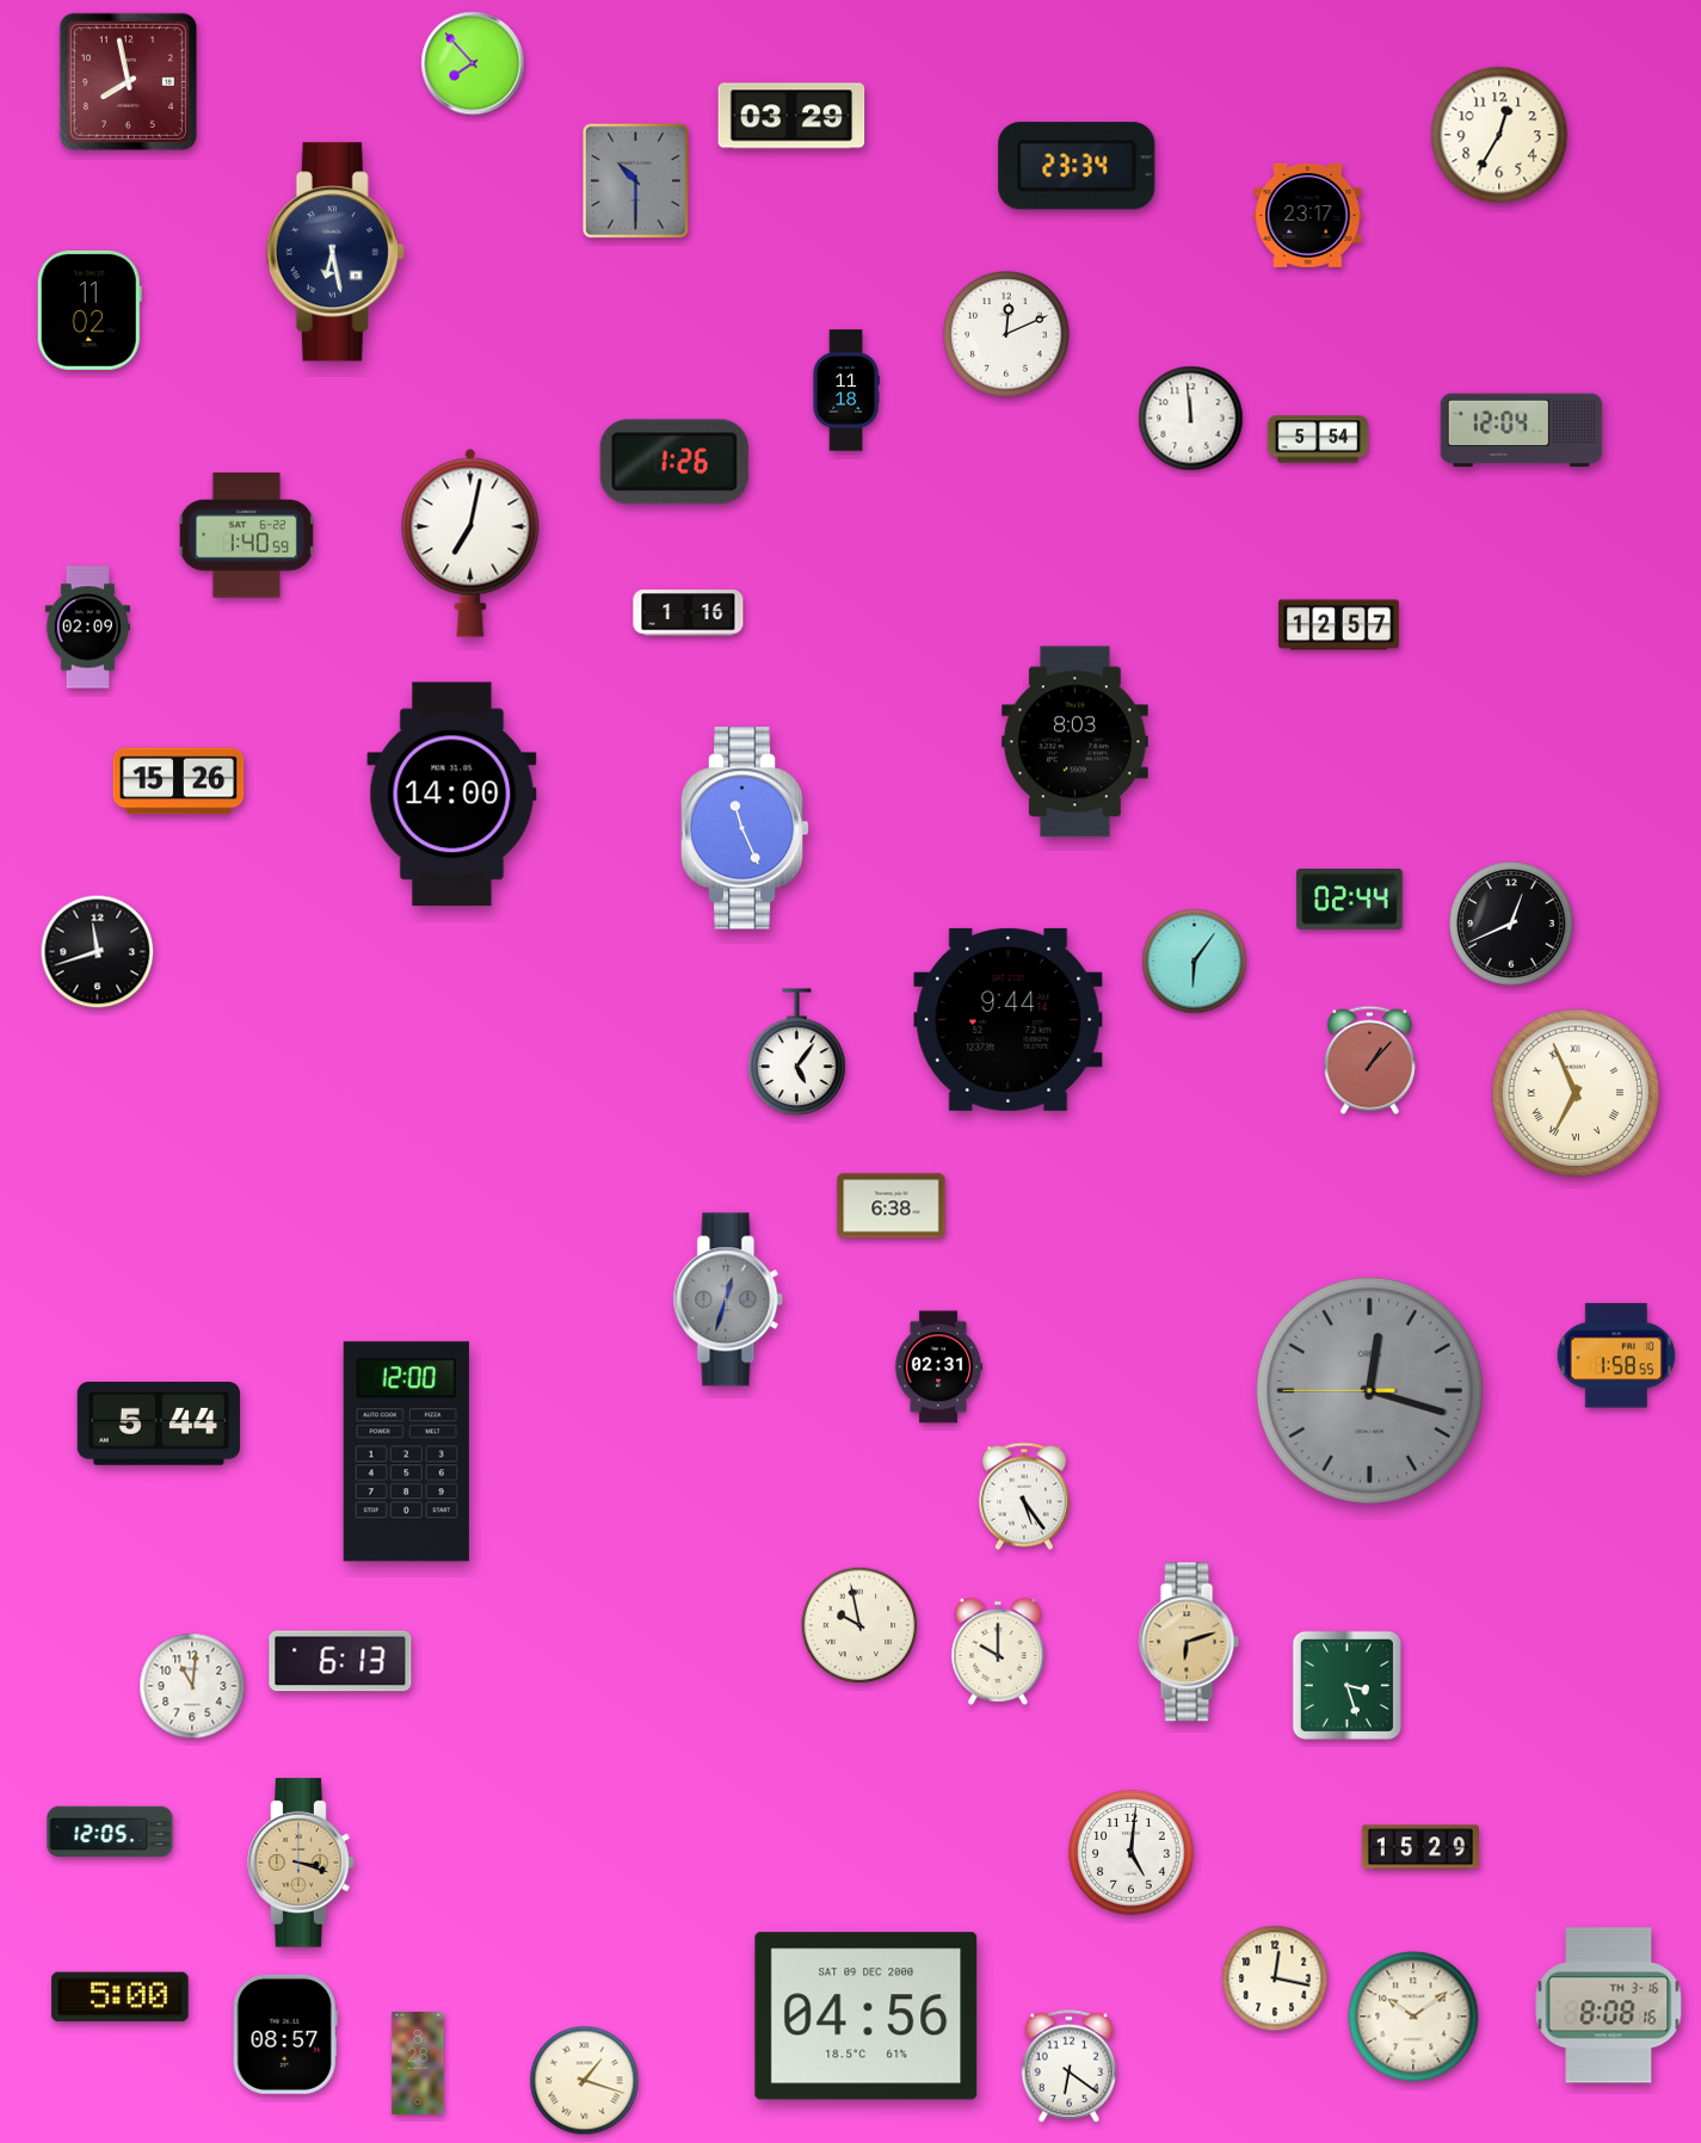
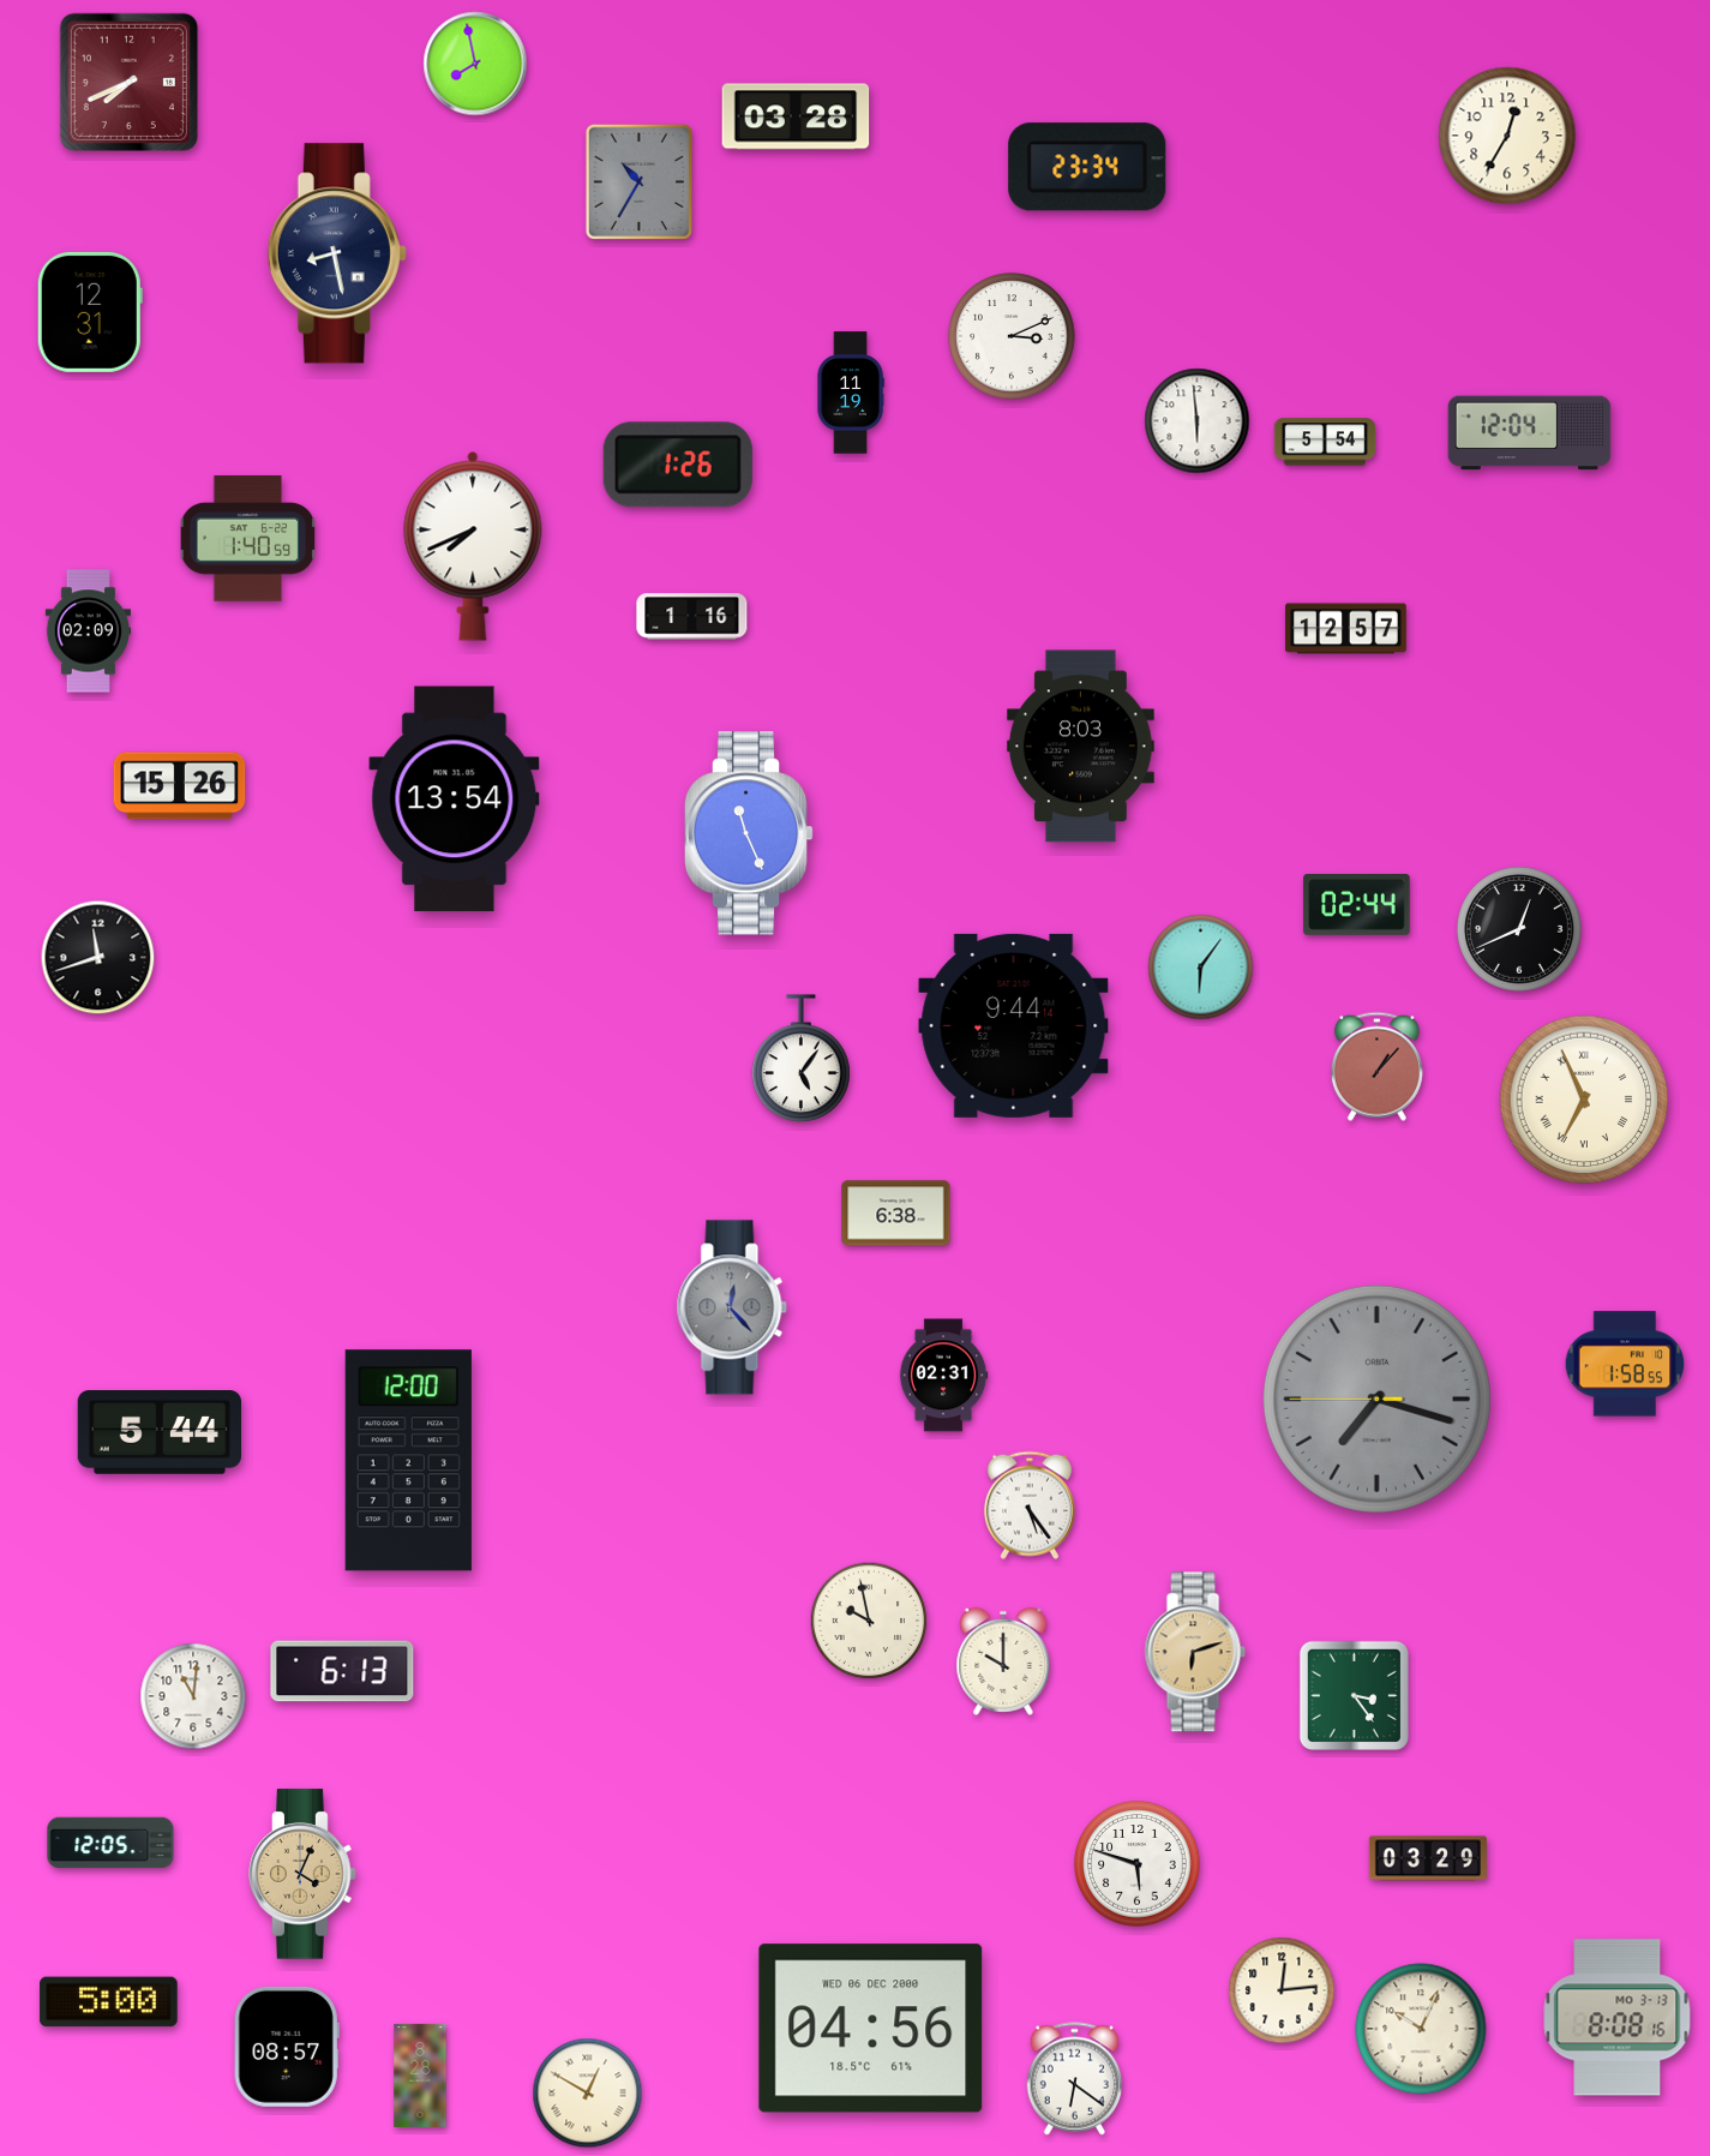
clock at (473, 63): 7:53 -> 7:58
clock at (128, 81): 7:58 -> 7:41
clock at (791, 116): 03:29 -> 03:28
clock at (1077, 166) position: (1077, 166) -> (1087, 167)
clock at (635, 180): 10:30 -> 10:35
clock at (1308, 215): 23:17 -> none
clock at (335, 252): 6:28 -> 8:28
clock at (90, 310): 11:02 -> 12:31
clock at (1006, 334): 12:11 -> 3:11
clock at (846, 390): 11:18 -> 11:19
clock at (1191, 419): 11:59 -> 5:59
clock at (470, 543): 7:02 -> 7:41
clock at (452, 795): 14:00 -> 13:54
clock at (728, 1299): 12:33 -> 12:23
clock at (1369, 1390): 12:17 -> 7:17
clock at (859, 1625) position: (859, 1625) -> (869, 1621)
clock at (1346, 1685): 3:27 -> 3:24
clock at (1420, 1847): 15:29 -> 03:29
clock at (1132, 1853): 5:01 -> 5:48
clock at (301, 1863): 3:18 -> 4:04
clock at (1275, 1978): 12:17 -> 12:14
clock at (121, 1997) position: (121, 1997) -> (109, 2002)
clock at (1609, 2006) date: TH 3-16 -> MO 3-13
clock at (867, 2017) date: SAT 09 DEC 2000 -> WED 06 DEC 2000
clock at (1413, 2017): 10:09 -> 10:04
clock at (585, 2081): 1:18 -> 12:50
